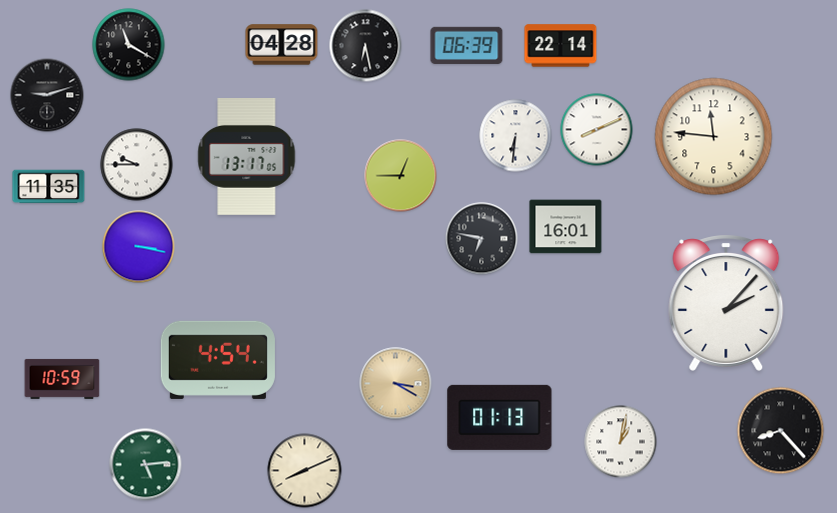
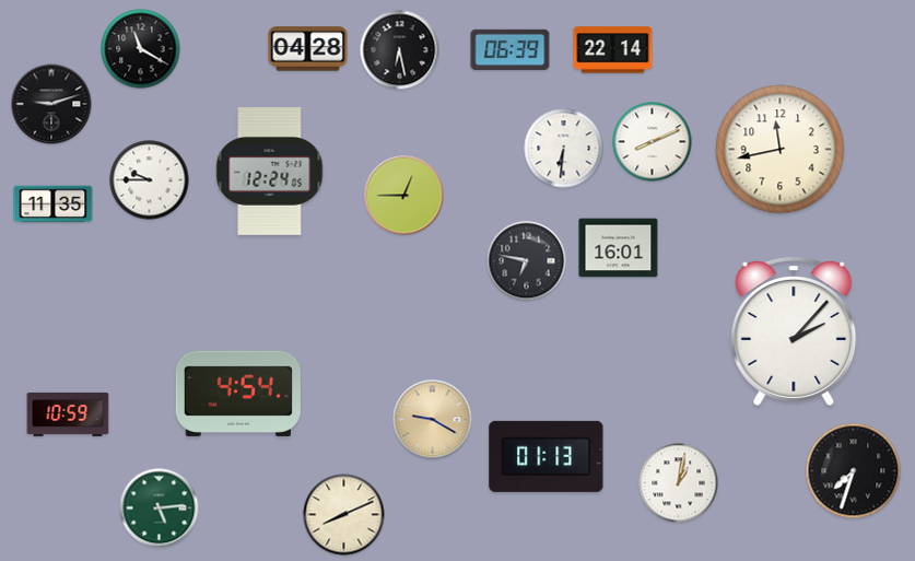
clock at (714, 137): 11:46 -> 11:43
clock at (247, 157): 13:17 -> 12:24
clock at (401, 176) position: (401, 176) -> (404, 196)
clock at (139, 247): 3:17 -> none
clock at (396, 384): 3:20 -> 9:20
clock at (781, 431): 8:23 -> 7:33
clock at (305, 471) position: (305, 471) -> (344, 515)
